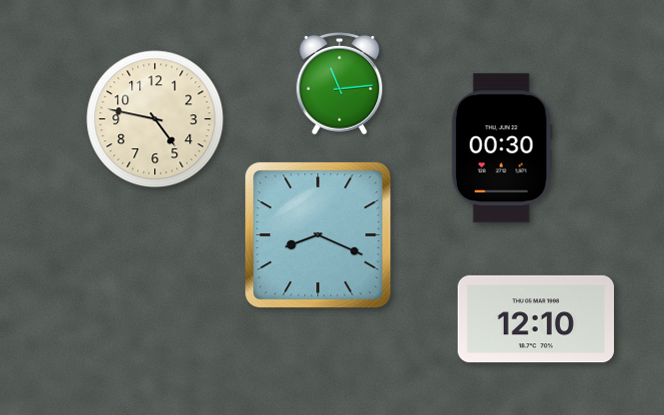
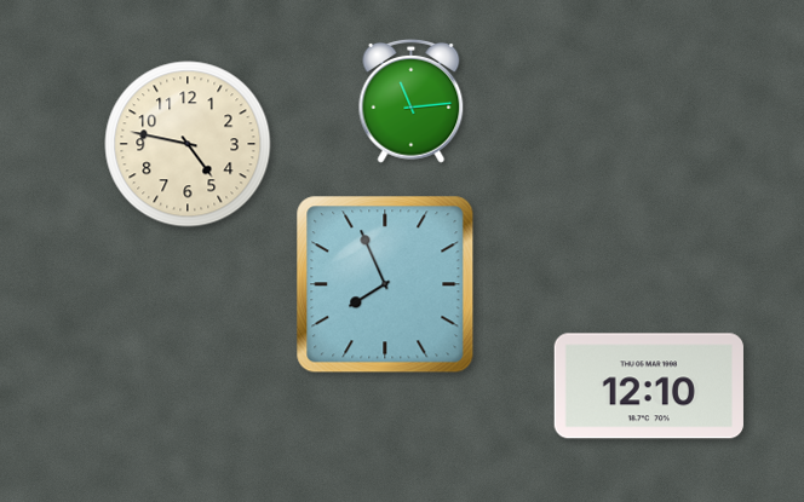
clock at (502, 148): 00:30 -> none
clock at (318, 235): 8:19 -> 7:56
